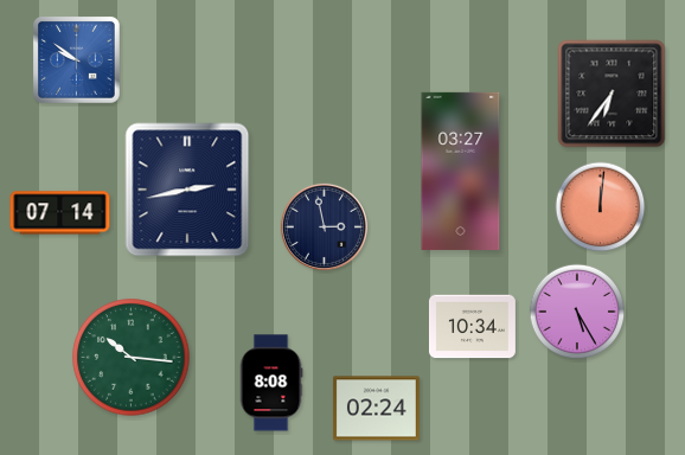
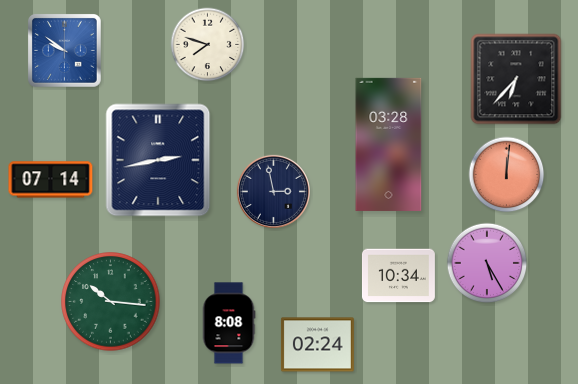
clock at (208, 45): none -> 7:48
clock at (612, 94): 6:36 -> 6:37
clock at (461, 171): 03:27 -> 03:28
